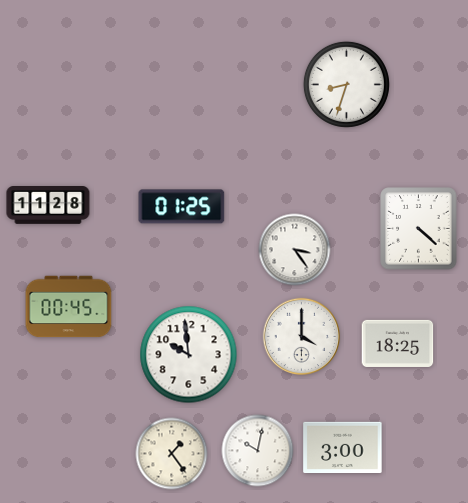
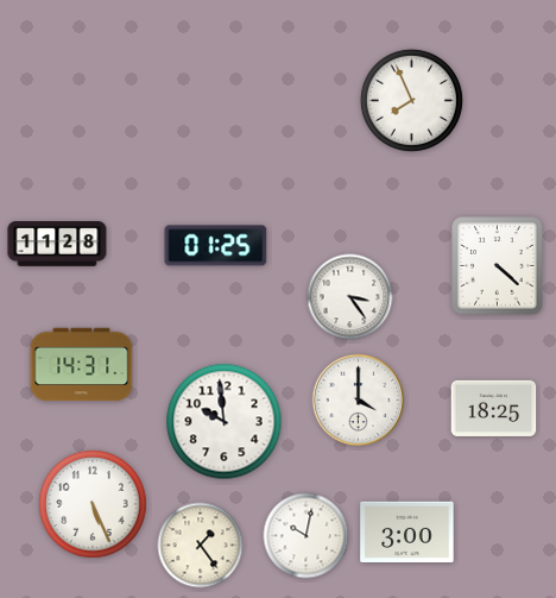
clock at (346, 84): 8:33 -> 7:56
clock at (419, 229) position: (419, 229) -> (498, 266)
clock at (69, 307): 00:45 -> 14:31
clock at (398, 343) position: (398, 343) -> (494, 408)
clock at (93, 504): none -> 5:26
clock at (172, 454) position: (172, 454) -> (201, 546)
